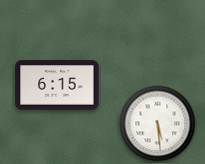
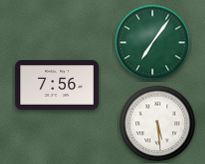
clock at (153, 43): none -> 7:06
clock at (57, 85): 6:15 -> 7:56
